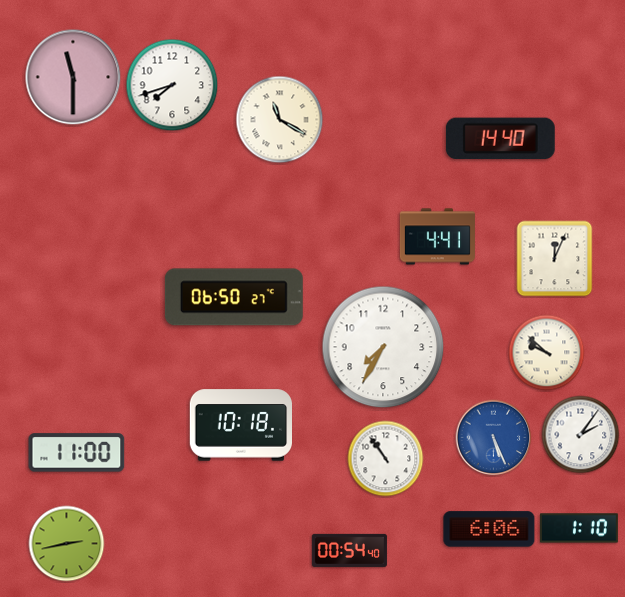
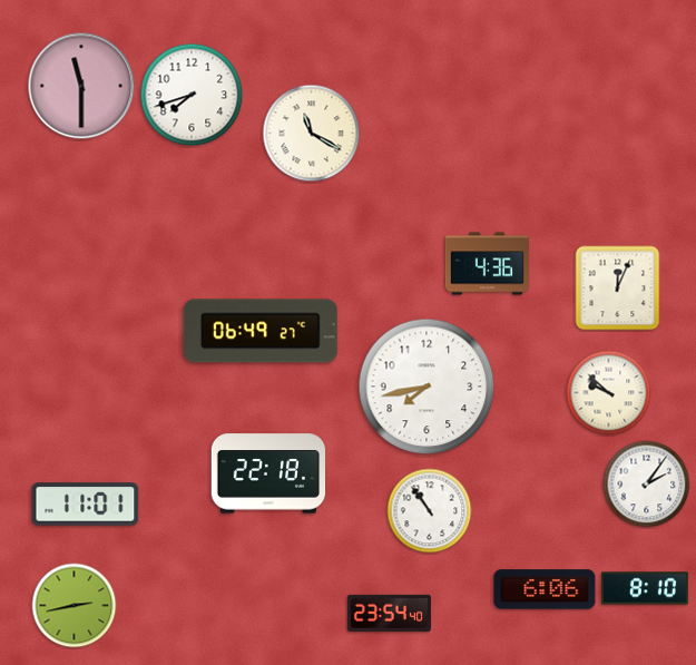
clock at (500, 139): 14:40 -> none
clock at (437, 237): 4:41 -> 4:36
clock at (234, 297): 06:50 -> 06:49
clock at (383, 347): 7:35 -> 7:43
clock at (240, 425): 10:18 -> 22:18
clock at (494, 438): 5:26 -> none
clock at (77, 453): 11:00 -> 11:01
clock at (580, 528): 1:10 -> 8:10
clock at (349, 550): 00:54 -> 23:54
